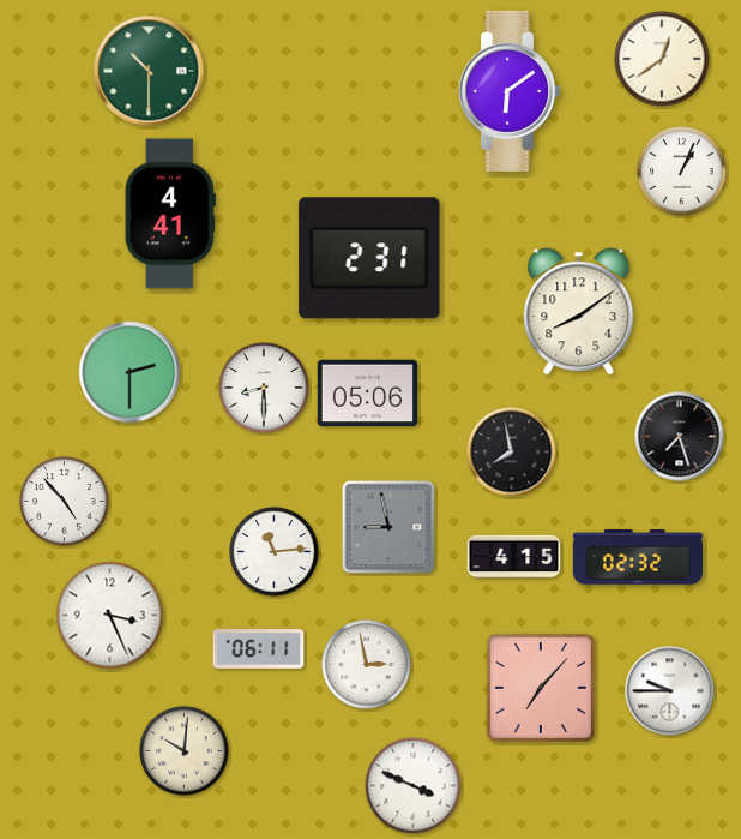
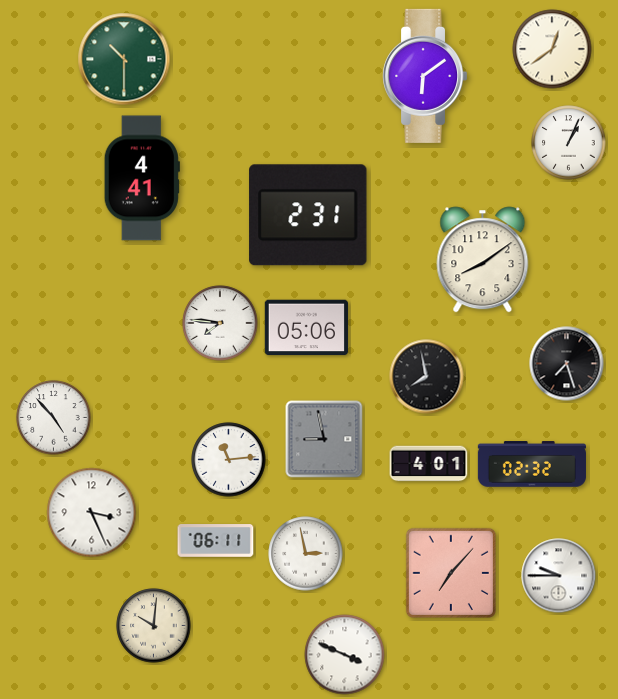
clock at (129, 372): 2:30 -> none
clock at (264, 388): 8:30 -> 7:46
clock at (514, 557): 4:15 -> 4:01
